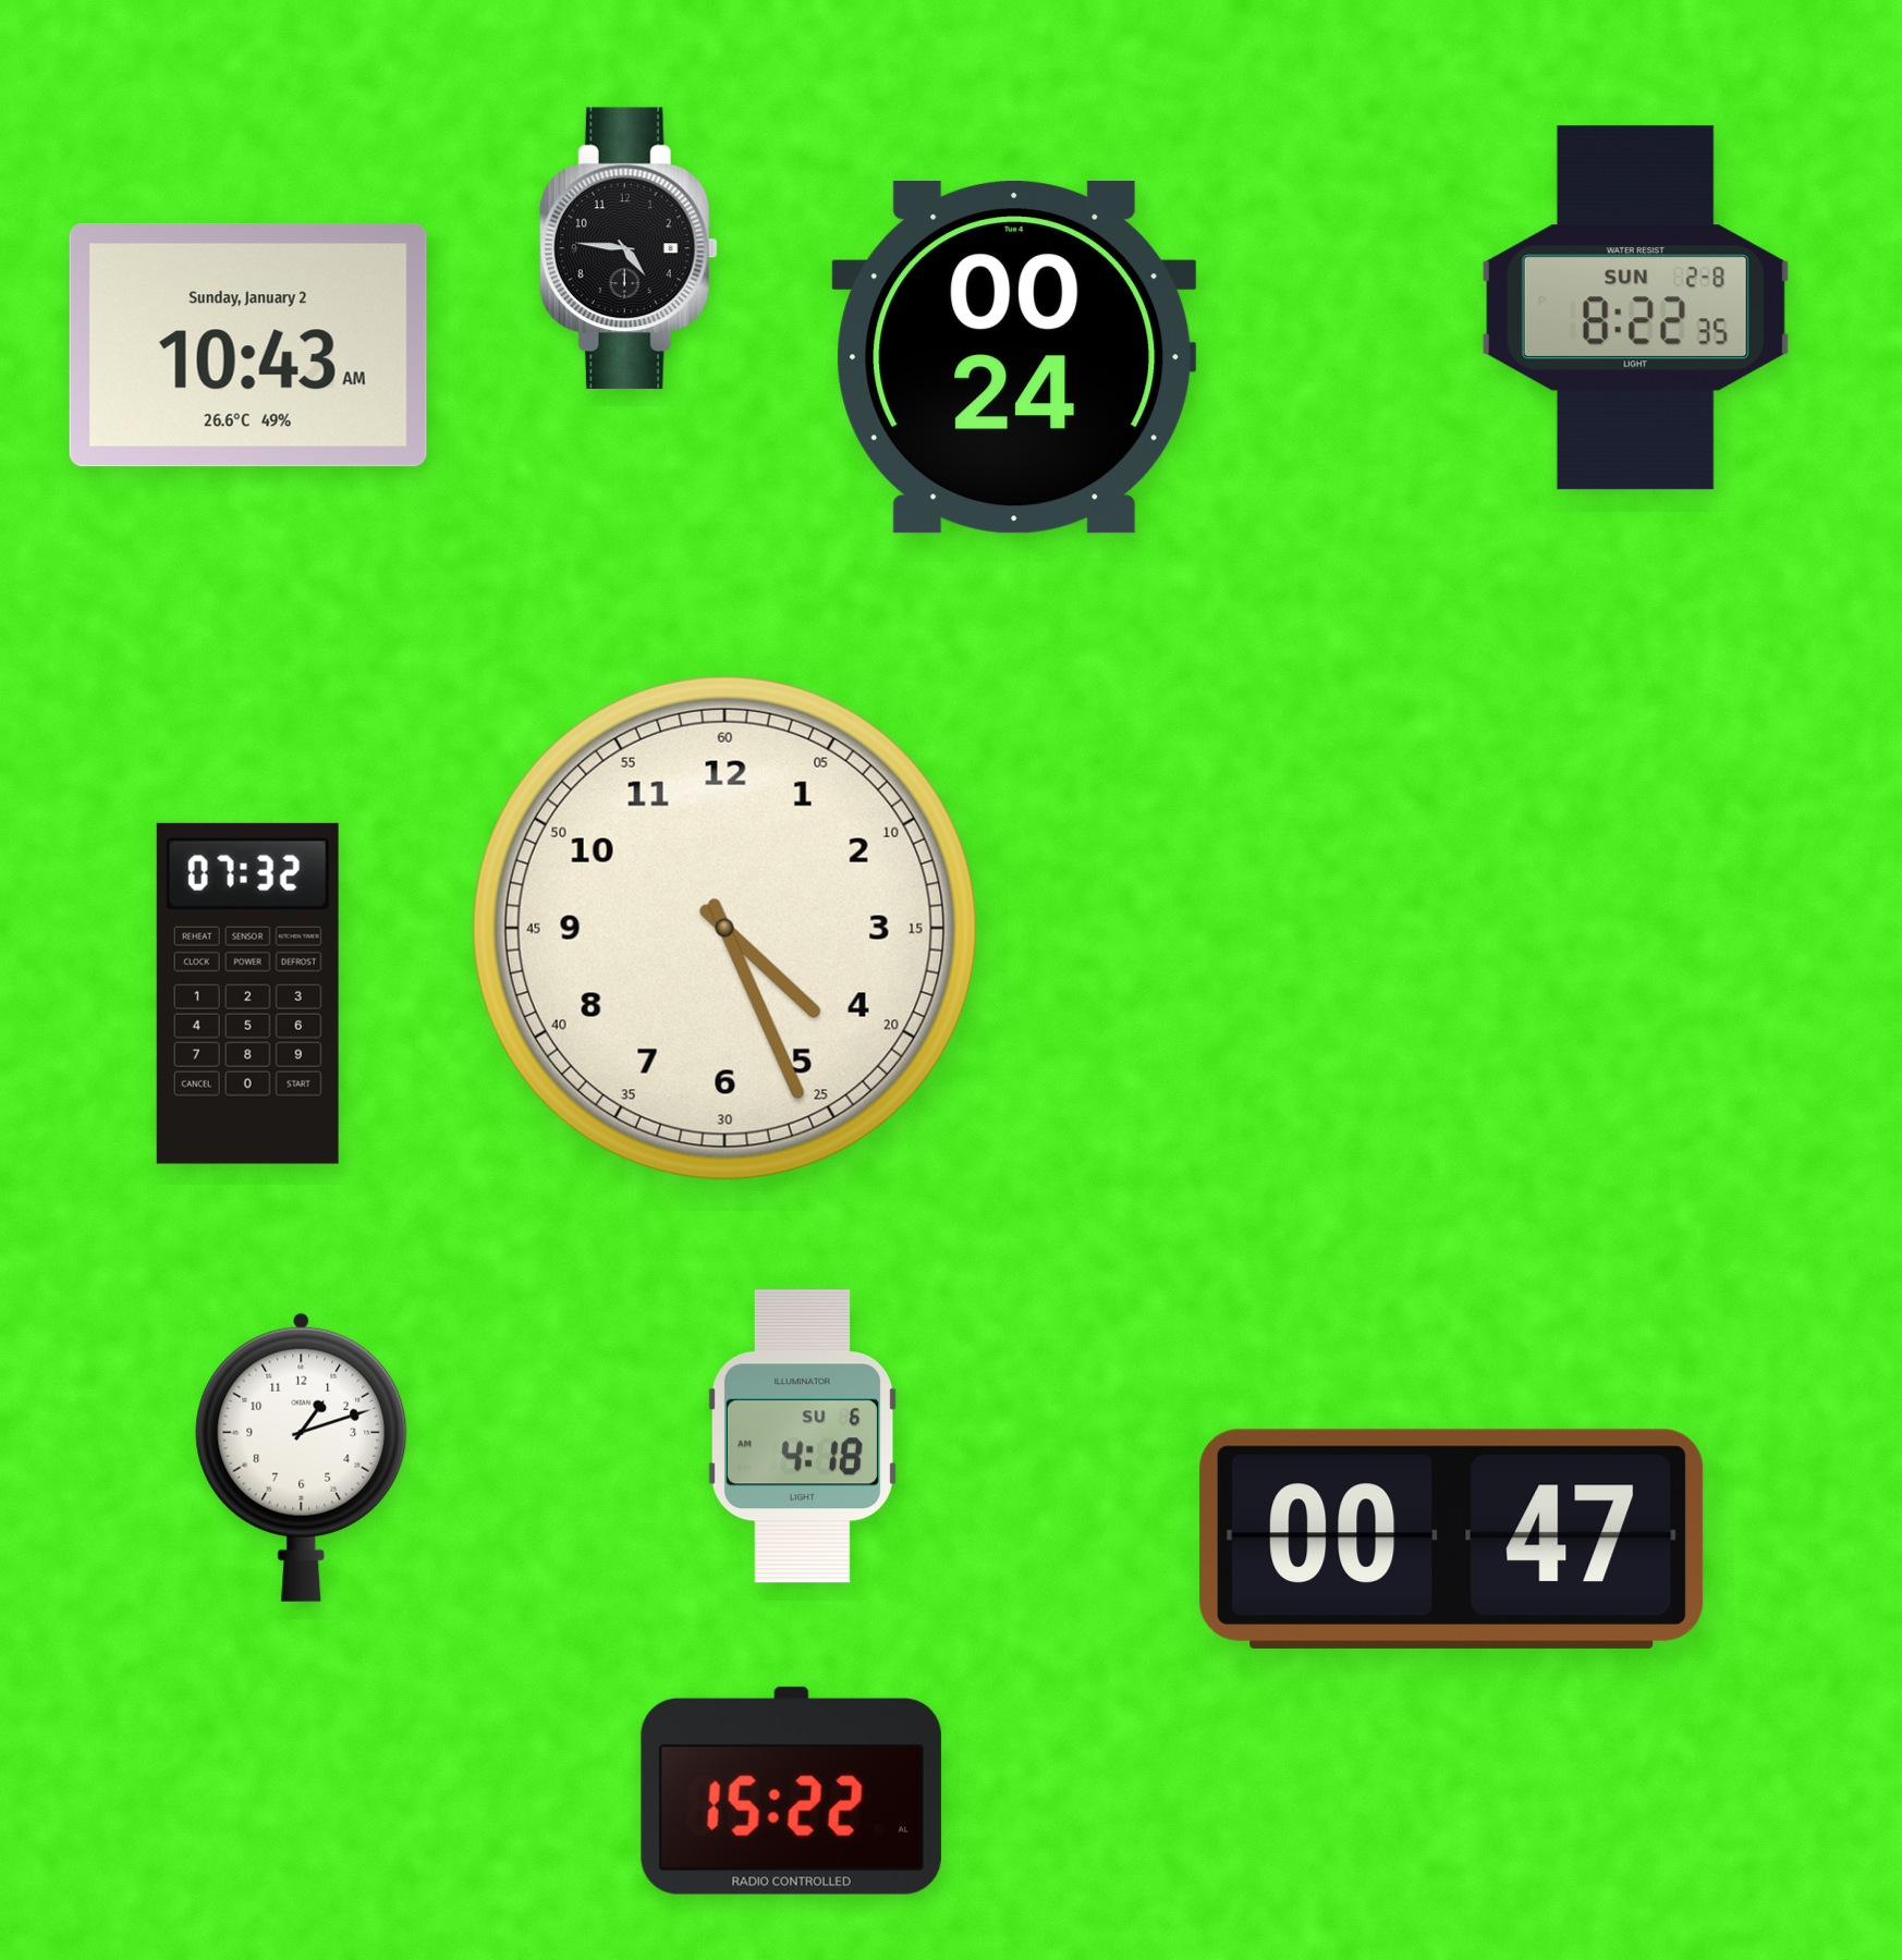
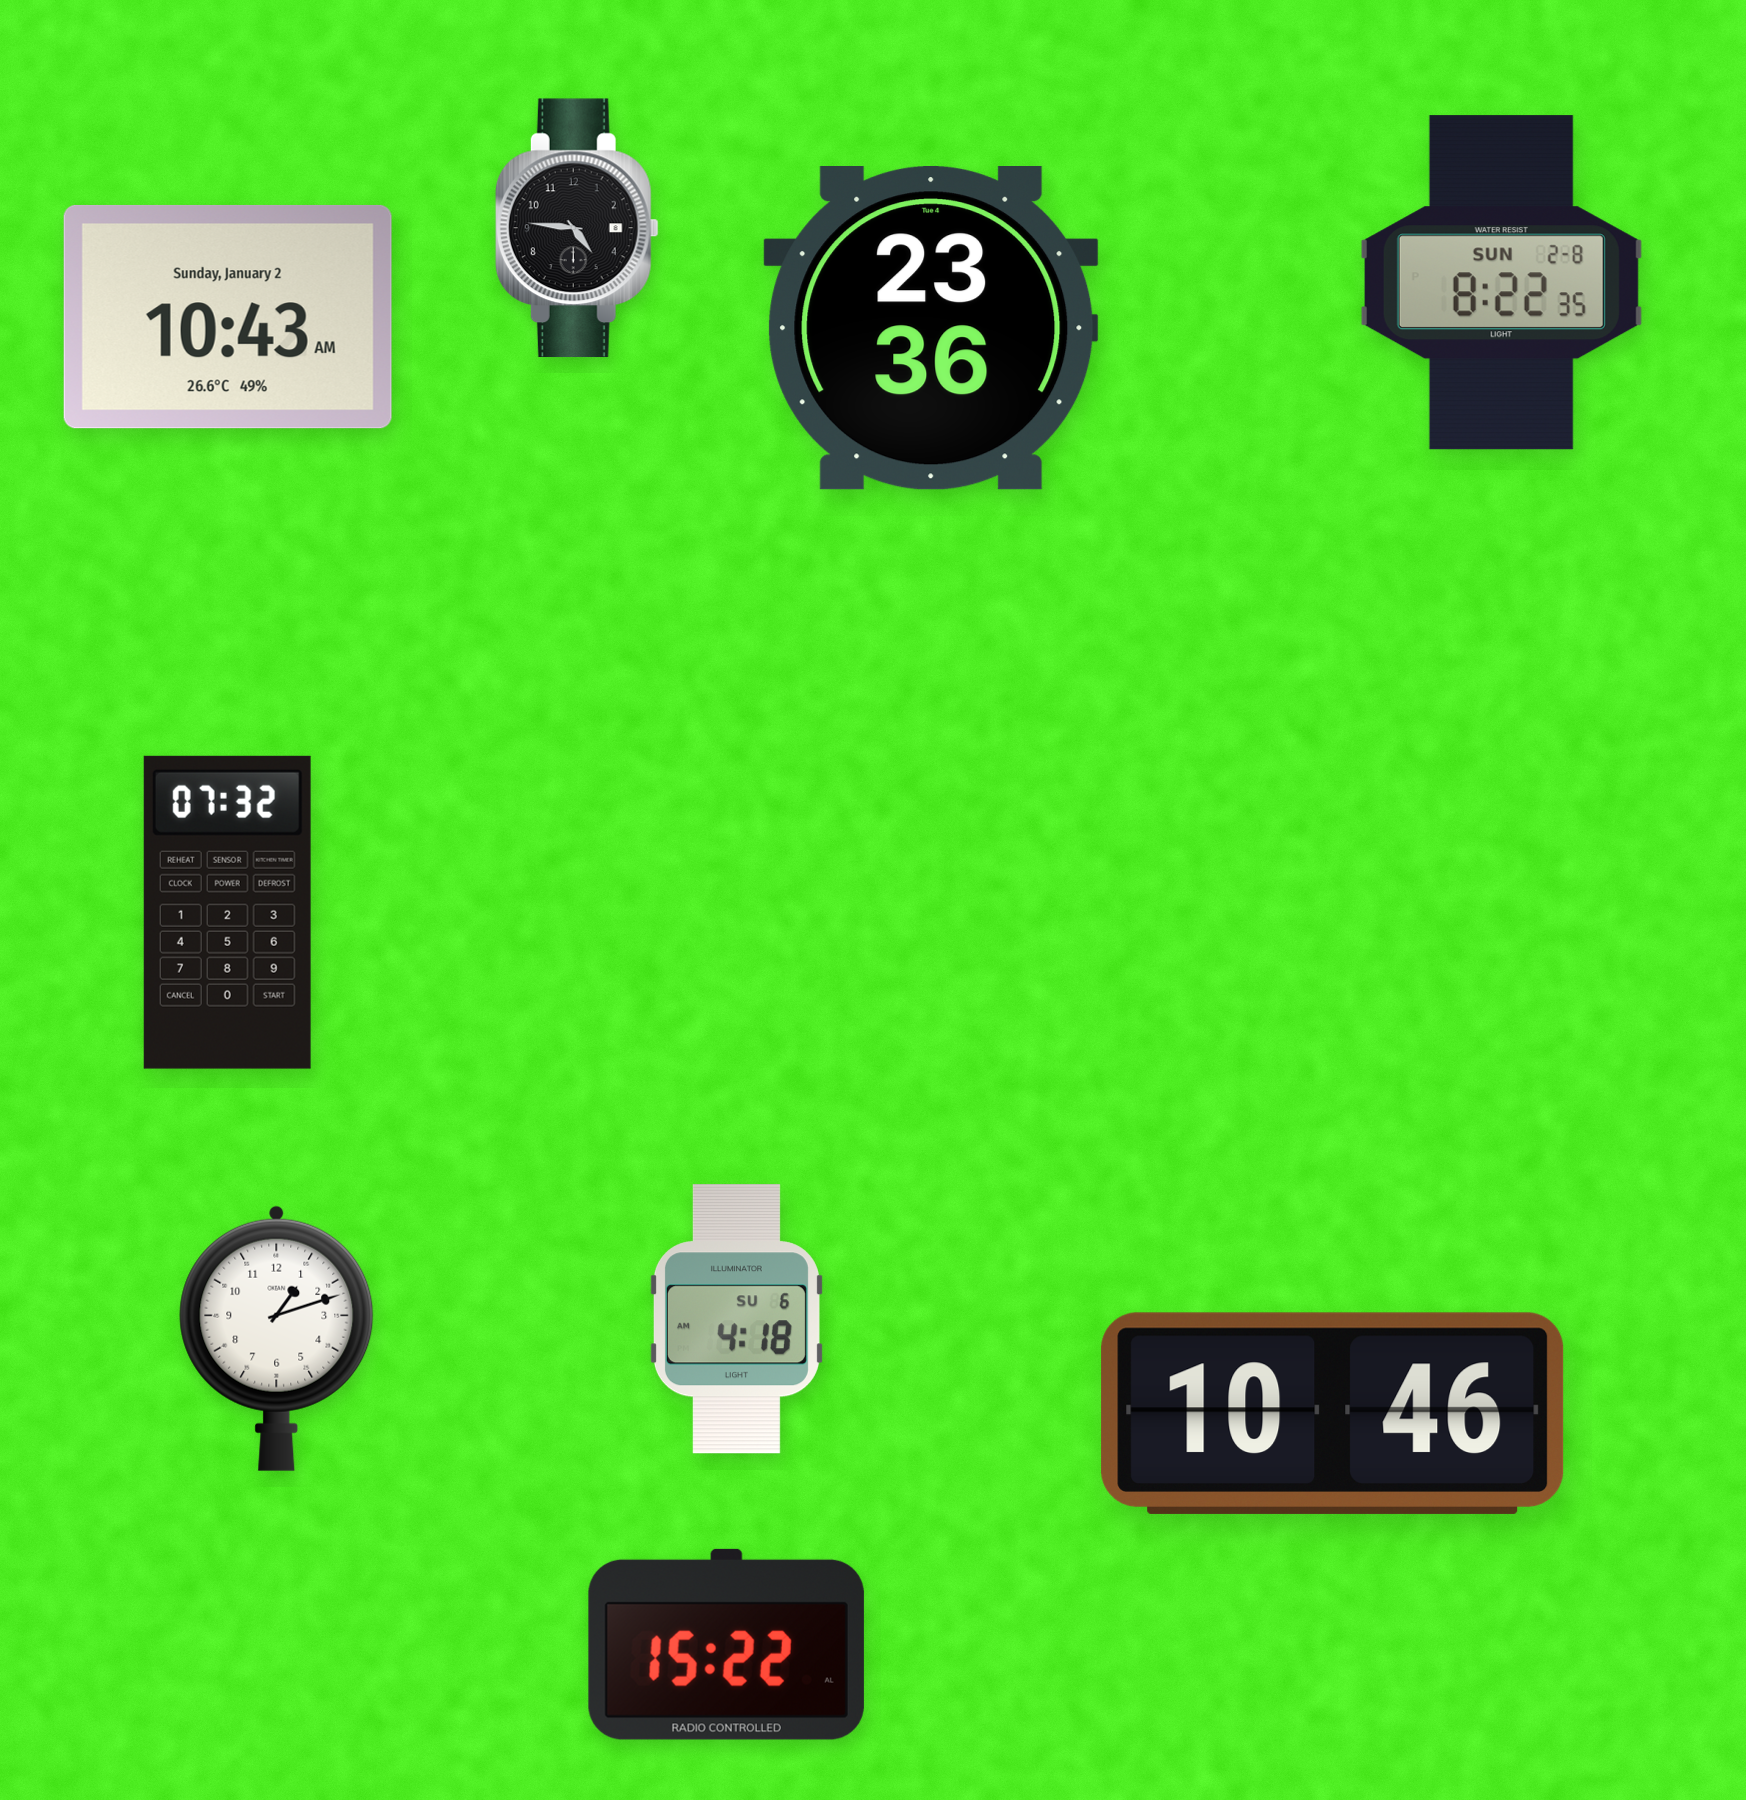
clock at (1014, 358): 00:24 -> 23:36
clock at (724, 928): 4:26 -> none
clock at (1452, 1539): 00:47 -> 10:46
